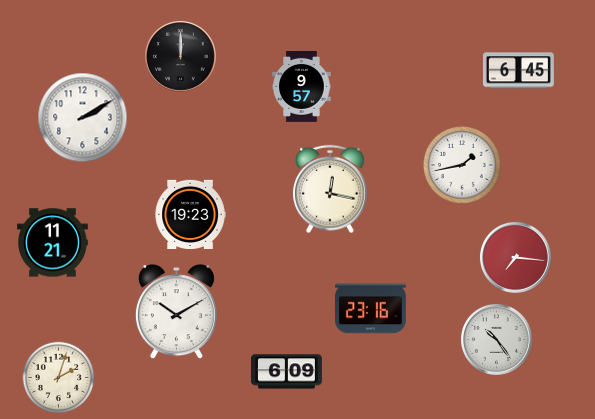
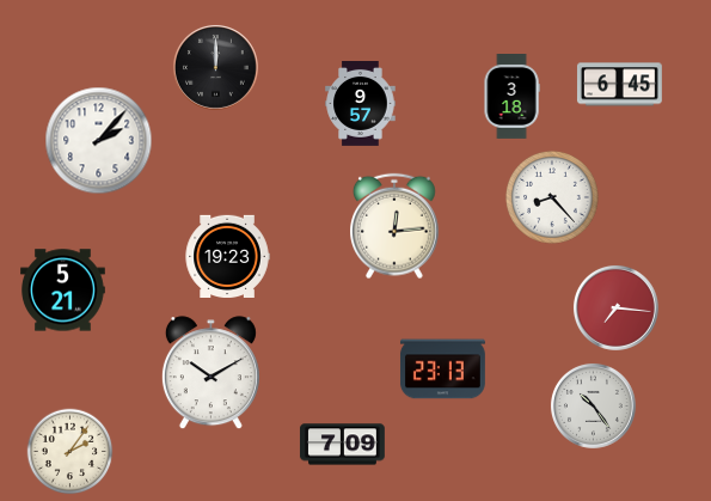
clock at (511, 97): none -> 3:18
clock at (83, 118): 2:10 -> 2:07
clock at (462, 165): 1:43 -> 8:23
clock at (331, 189): 12:17 -> 12:14
clock at (53, 243): 11:21 -> 5:21
clock at (370, 309): 23:16 -> 23:13
clock at (287, 372): 6:09 -> 7:09
clock at (59, 378): 2:03 -> 2:06
